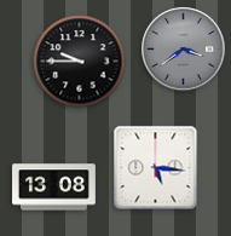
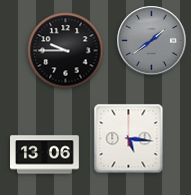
clock at (184, 50): 3:39 -> 1:39
clock at (54, 188): 13:08 -> 13:06
